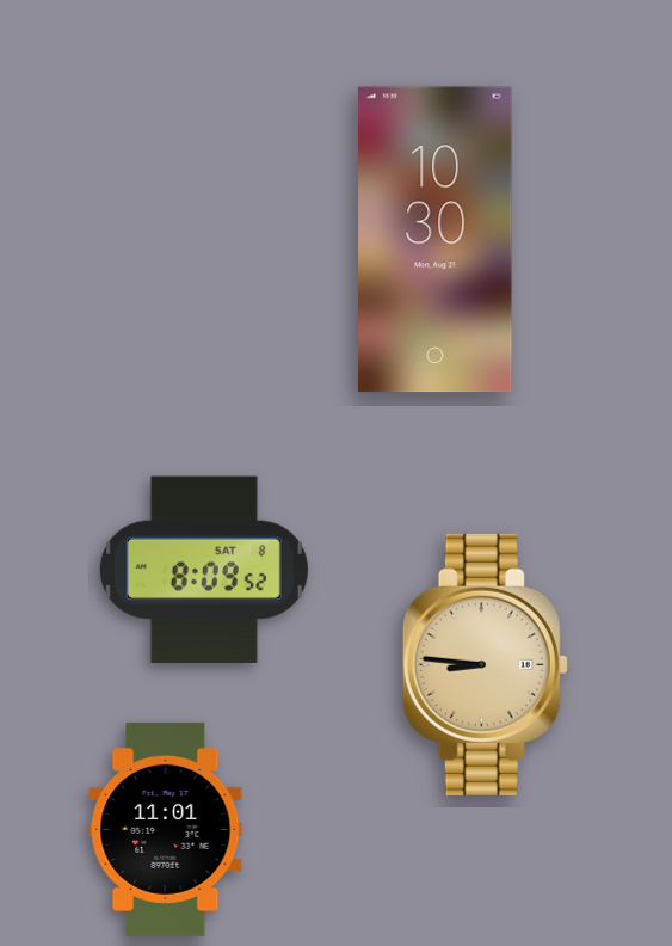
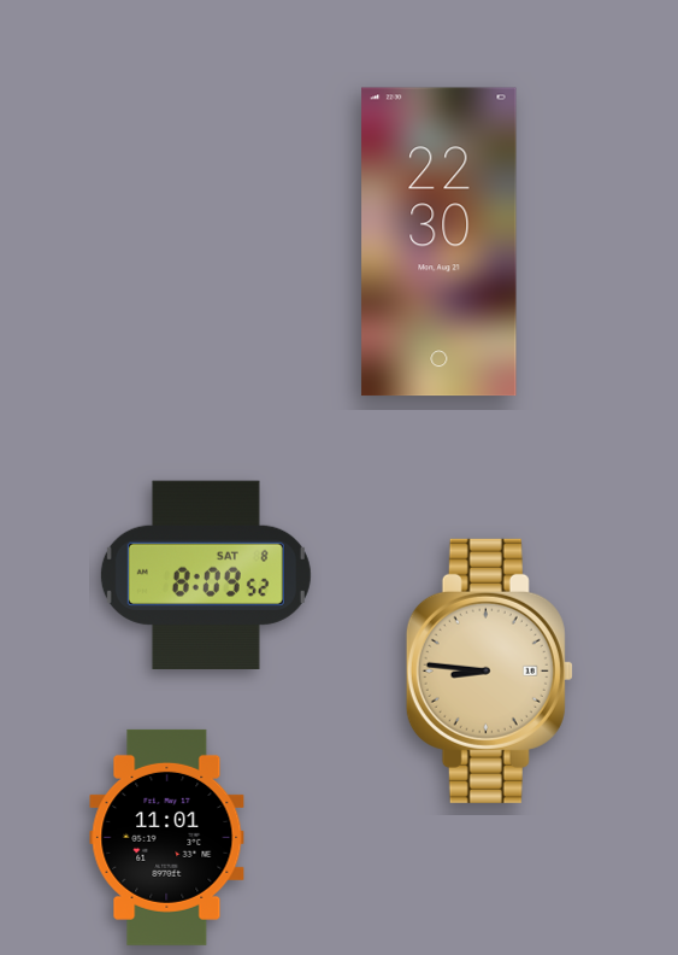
clock at (436, 240): 10:30 -> 22:30
